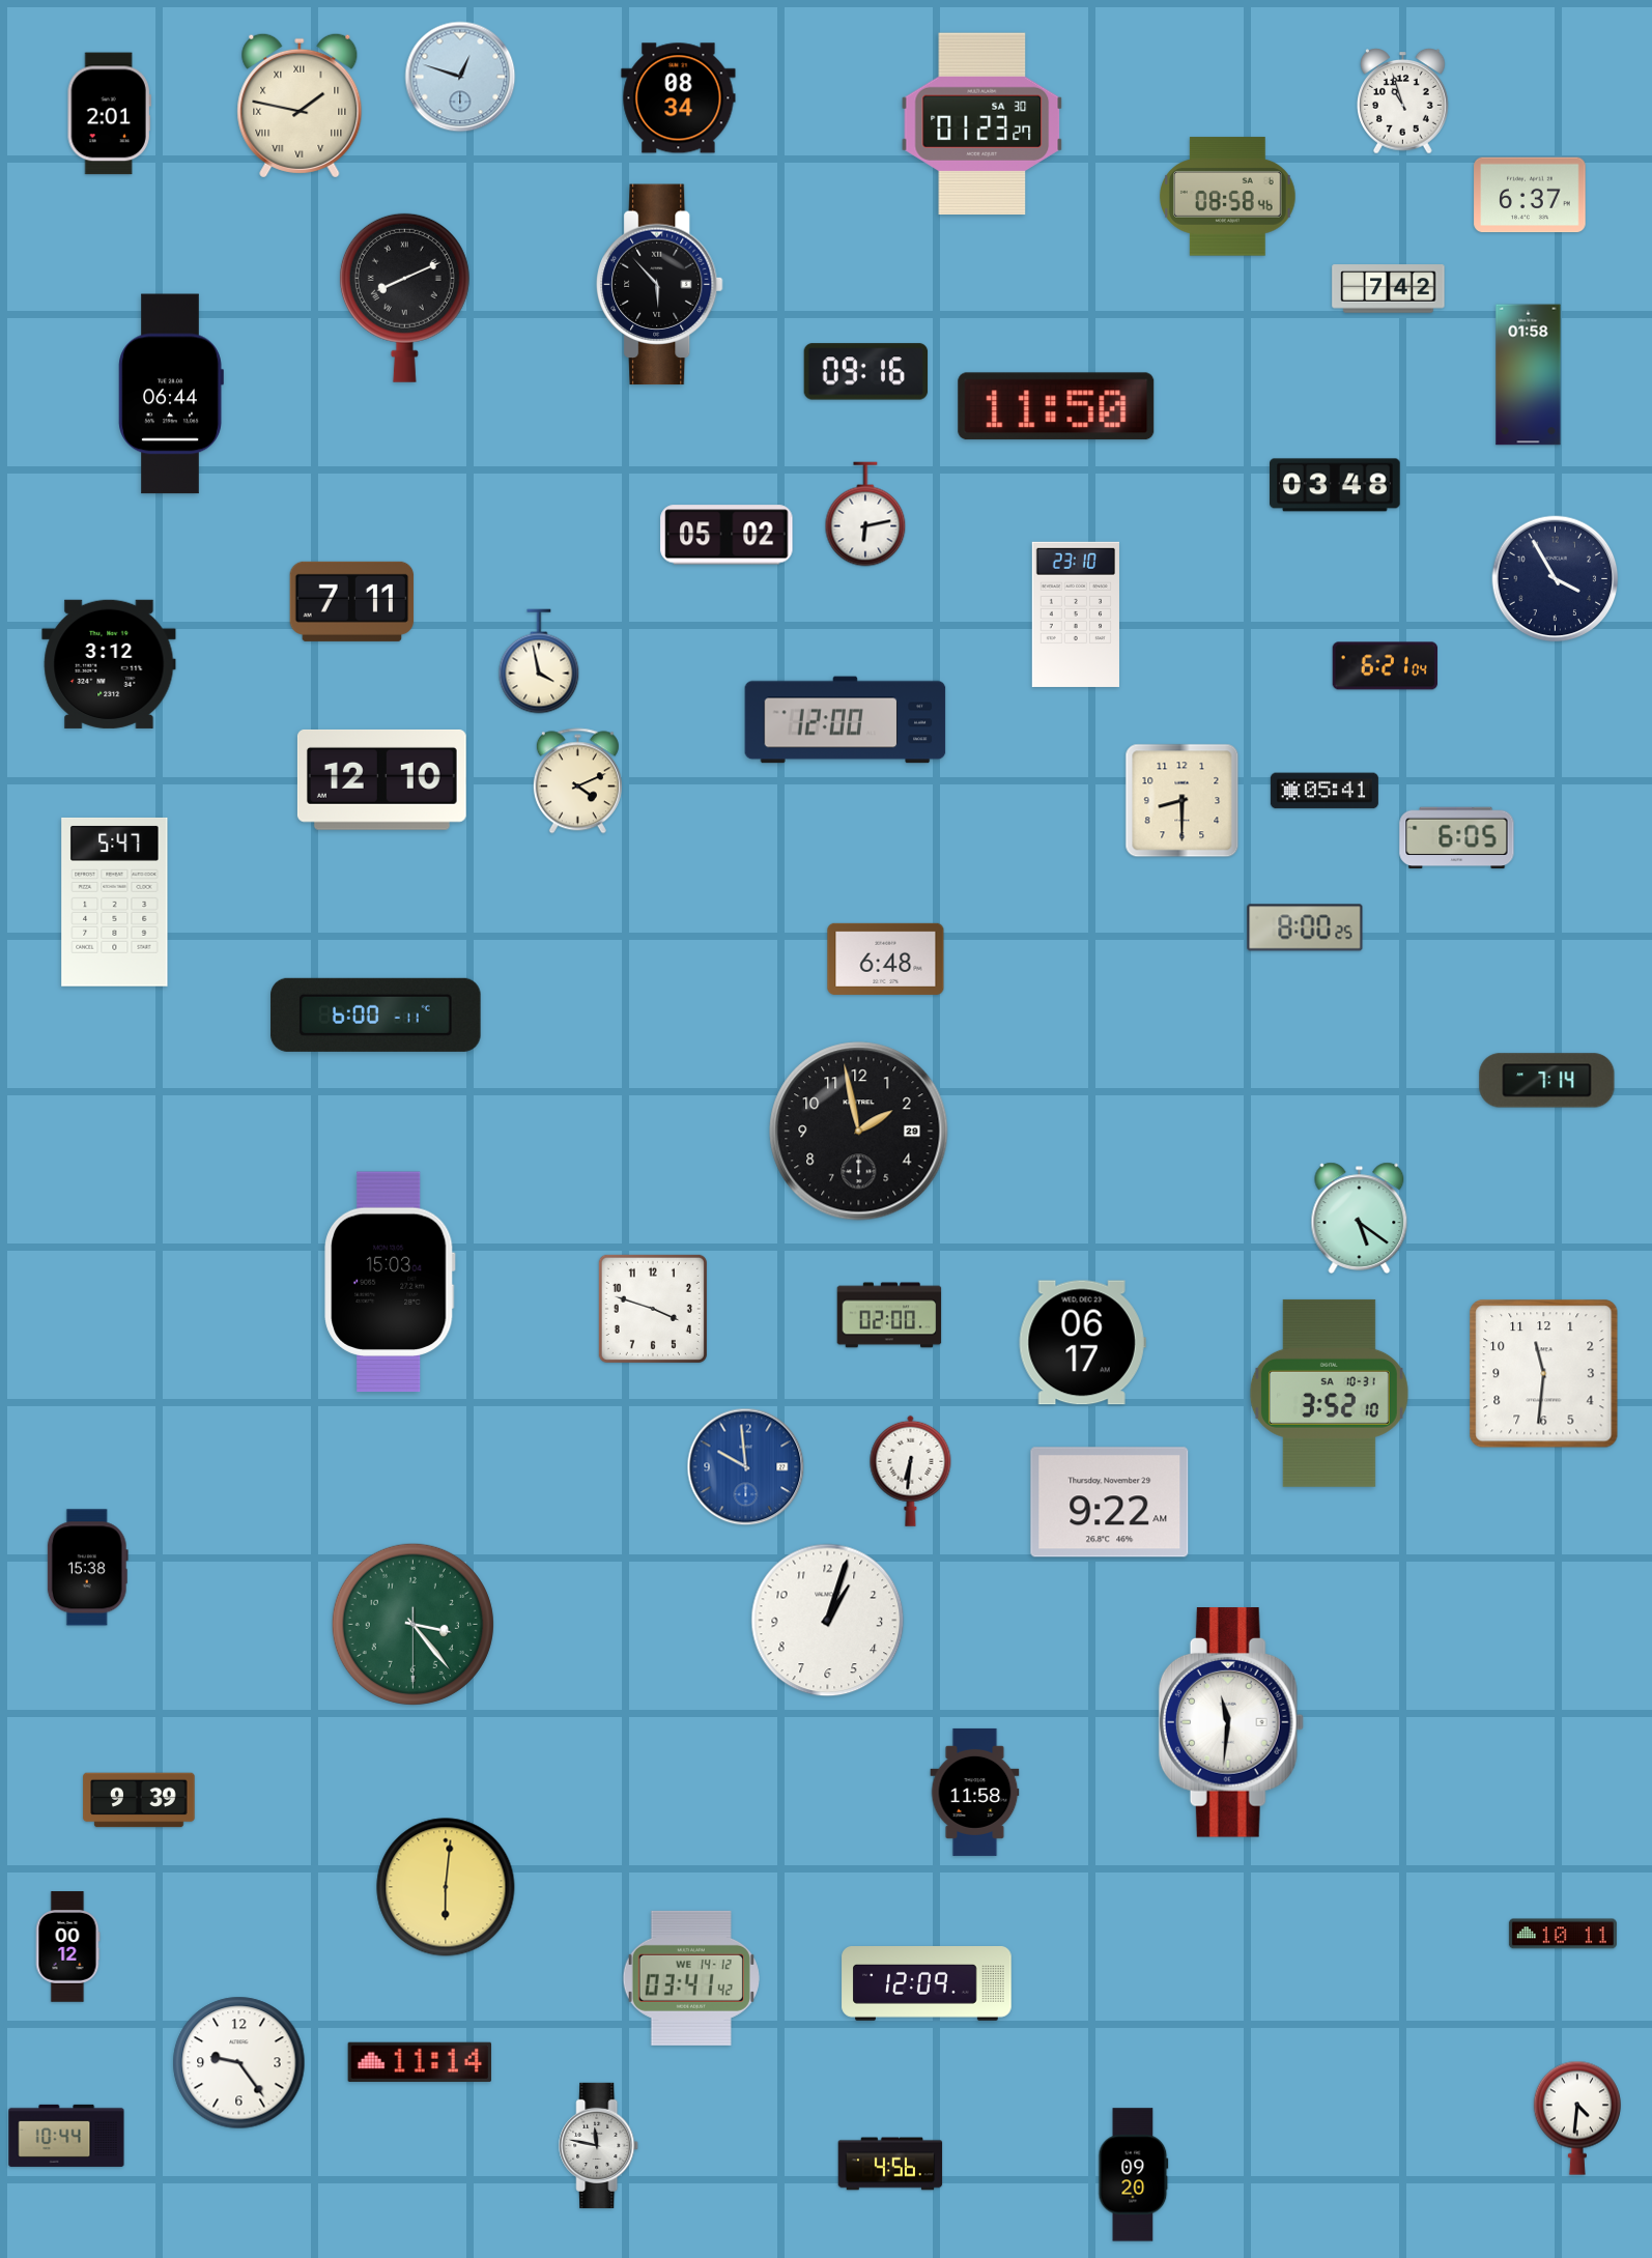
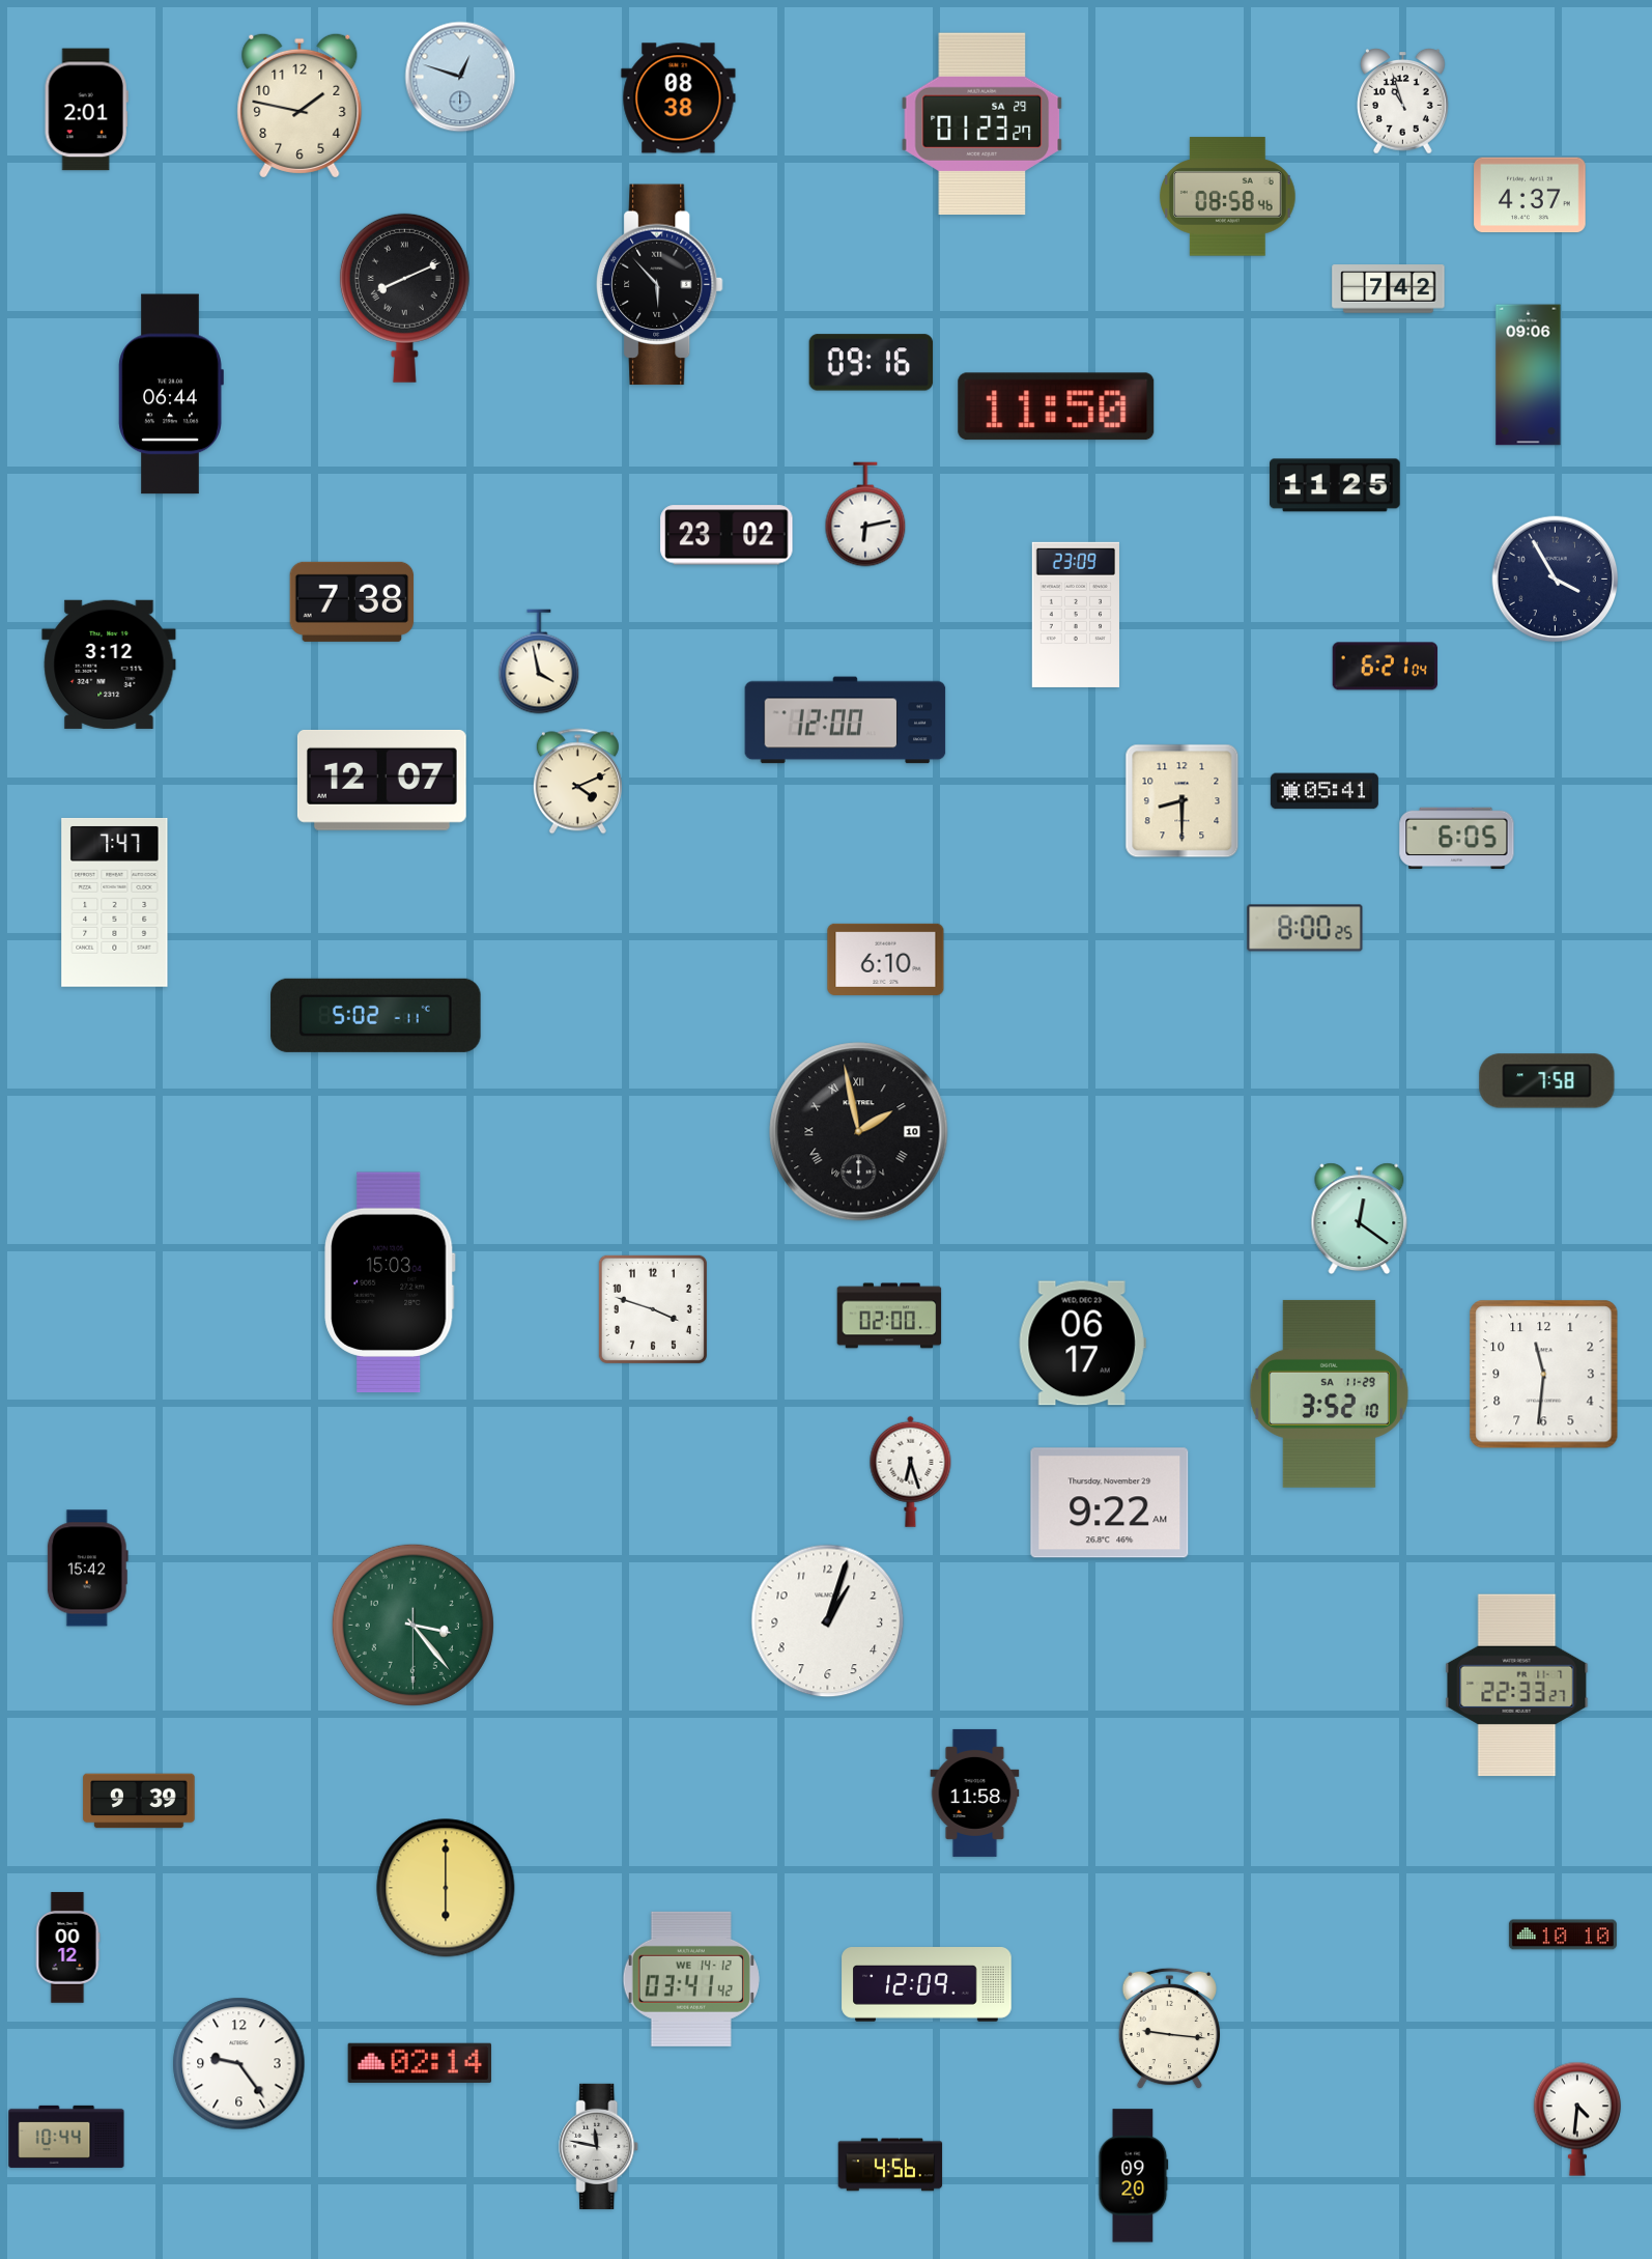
clock at (679, 98): 08:34 -> 08:38
clock at (300, 106) numerals: Roman -> Arabic
clock at (109, 114) position: (109, 114) -> (86, 110)
clock at (982, 123) date: SA 30 -> SA 29
clock at (1530, 195): 6:37 -> 4:37
clock at (866, 372) position: (866, 372) -> (872, 363)
clock at (1529, 375): 01:58 -> 09:06
clock at (1335, 485): 03:48 -> 11:25
clock at (727, 535): 05:02 -> 23:02
clock at (352, 601): 7:11 -> 7:38
clock at (1076, 614): 23:10 -> 23:09
clock at (381, 779): 12:10 -> 12:07
clock at (115, 902): 5:47 -> 7:47
clock at (886, 959): 6:48 -> 6:10
clock at (376, 1014): 6:00 -> 5:02
clock at (1547, 1081): 7:14 -> 7:58
clock at (859, 1132) date: 29 -> 10
clock at (859, 1132) numerals: Arabic -> Roman
clock at (1360, 1218): 5:21 -> 12:21
clock at (1329, 1393) date: SA 10-31 -> SA 11-29
clock at (746, 1467): 9:59 -> none
clock at (911, 1470): 6:31 -> 6:27
clock at (87, 1568): 15:38 -> 15:42
clock at (1517, 1686): none -> 22:33
clock at (1231, 1722): 11:31 -> none
clock at (446, 1887): 6:01 -> 6:00
clock at (1563, 1934): 10:11 -> 10:10
clock at (1169, 2029): none -> 9:16
clock at (420, 2062): 11:14 -> 02:14
